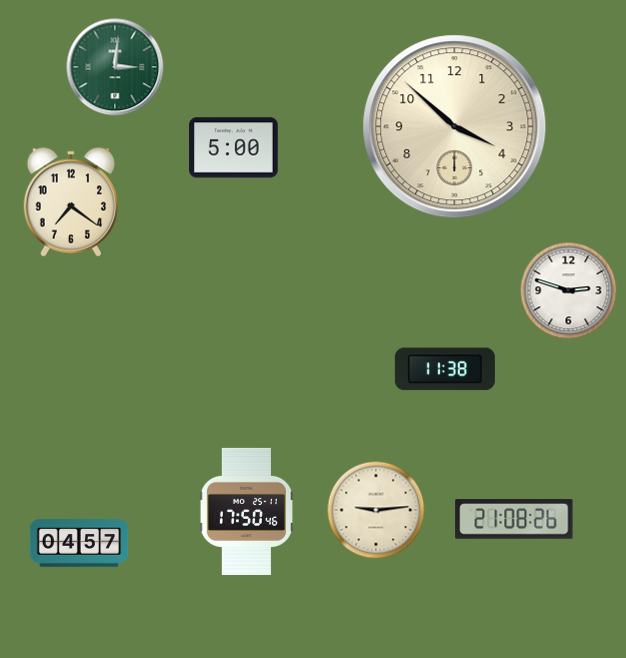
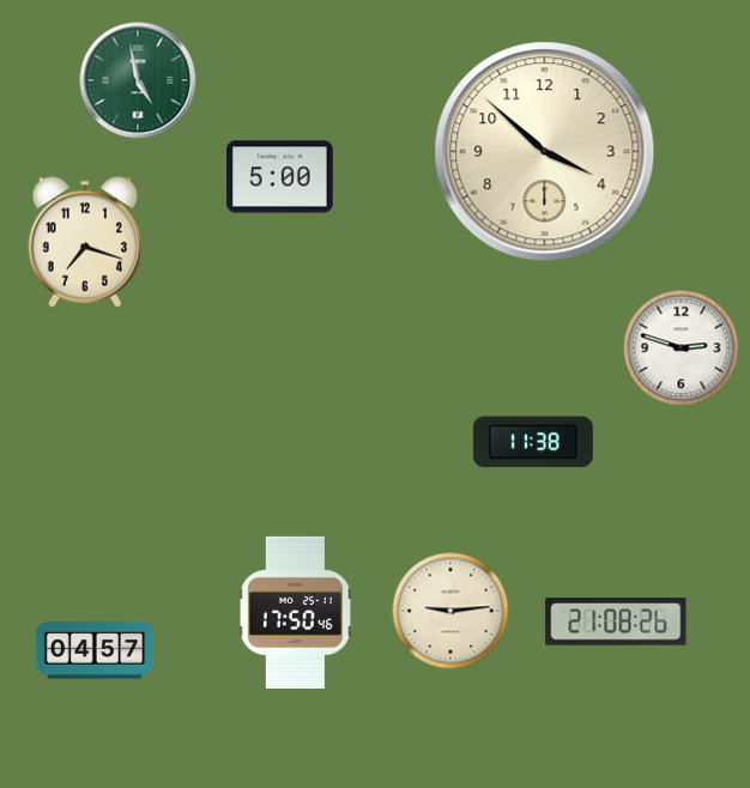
clock at (115, 67): 3:01 -> 4:58
clock at (70, 202): 7:21 -> 7:18
